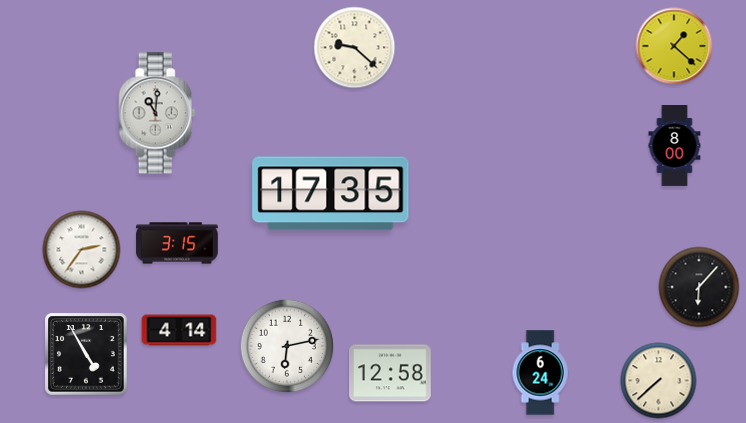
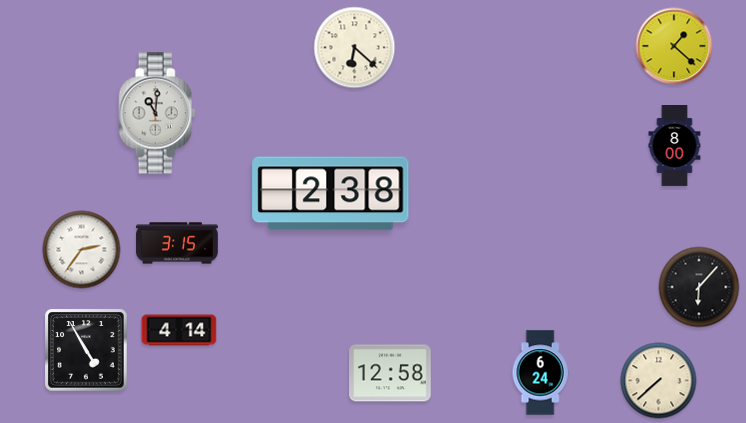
clock at (355, 48): 9:22 -> 6:22
clock at (331, 194): 17:35 -> 2:38
clock at (287, 346): 6:13 -> none
clock at (86, 354) position: (86, 354) -> (86, 350)
